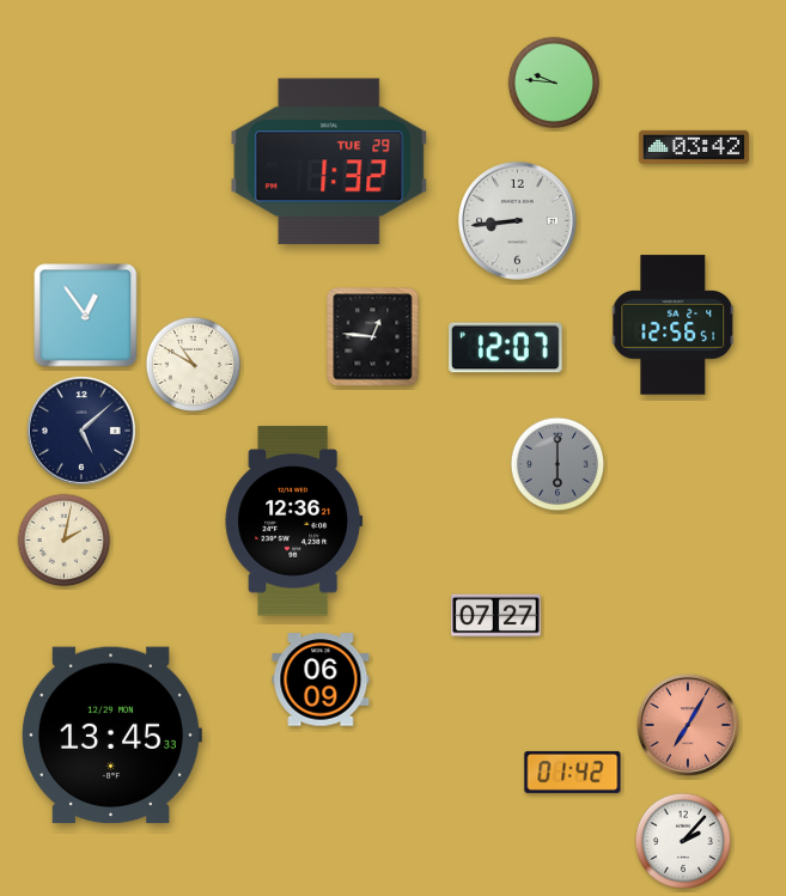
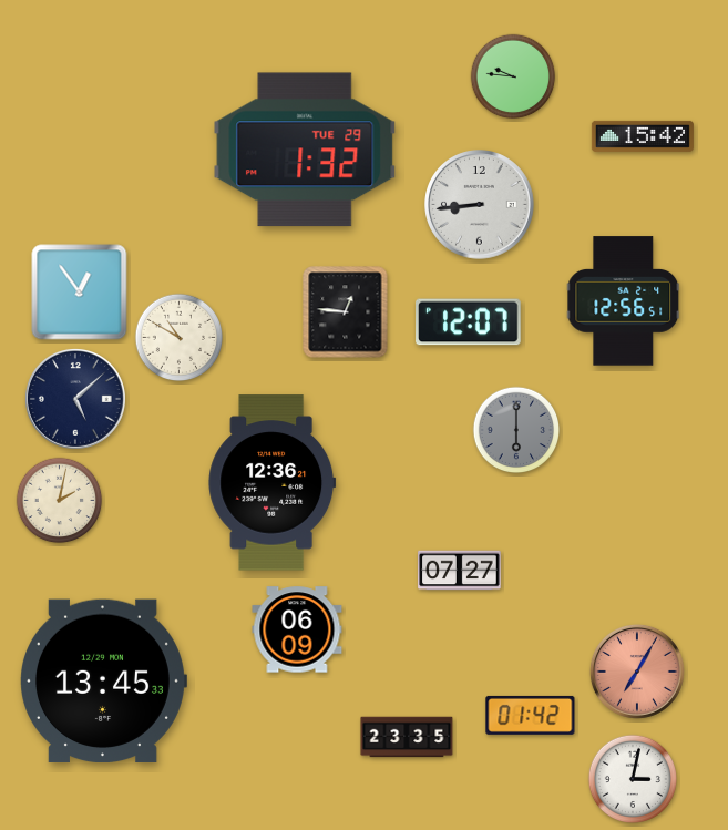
clock at (694, 147): 03:42 -> 15:42
clock at (407, 737): none -> 23:35
clock at (682, 840): 2:07 -> 3:02
